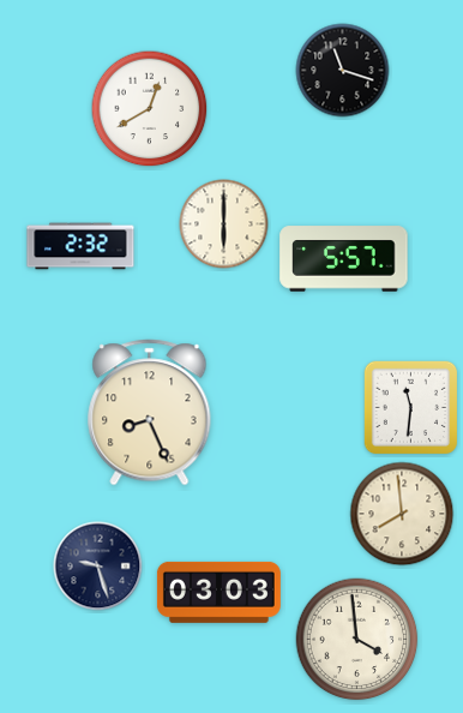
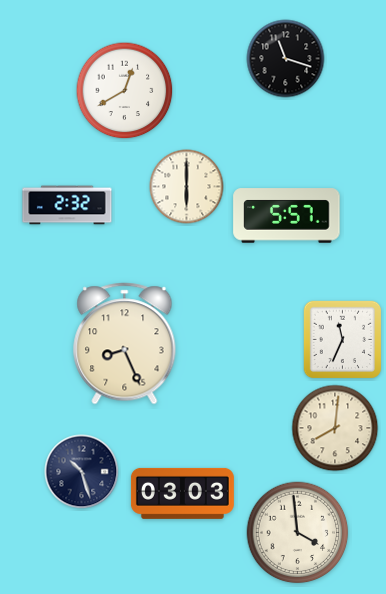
clock at (411, 408): 11:31 -> 11:34
clock at (402, 514): 7:59 -> 8:01
clock at (98, 567): 9:27 -> 10:27
